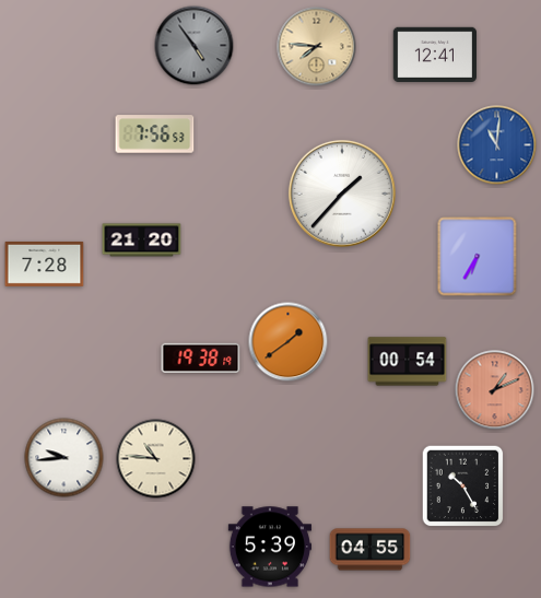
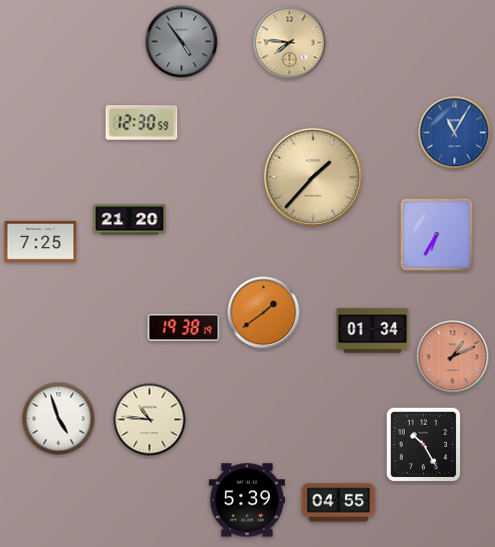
clock at (195, 46) position: (195, 46) -> (182, 42)
clock at (435, 54): 12:41 -> none
clock at (155, 134): 7:56 -> 12:30
clock at (497, 145): 11:01 -> 11:05
clock at (342, 194) dial: white -> champagne
clock at (45, 263): 7:28 -> 7:25
clock at (408, 362): 00:54 -> 01:34
clock at (64, 458): 9:44 -> 4:57
clock at (156, 459) position: (156, 459) -> (150, 420)
